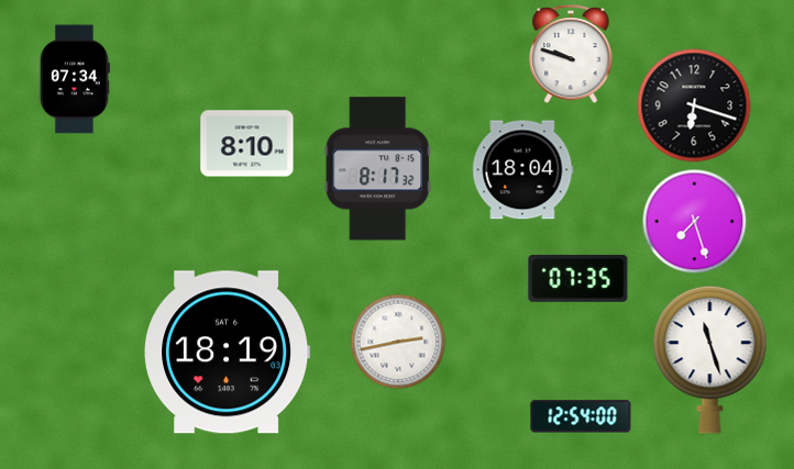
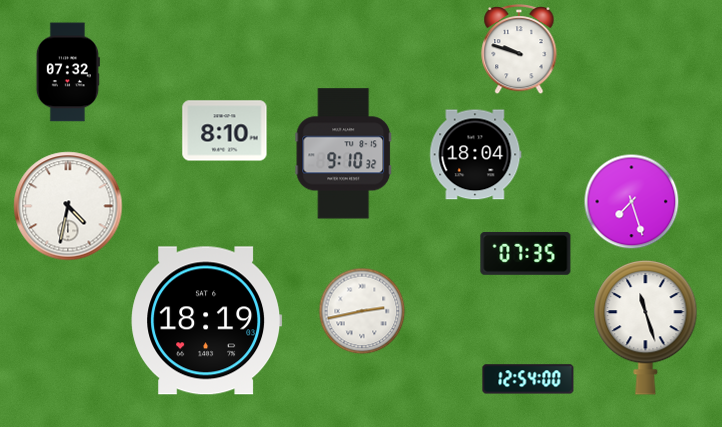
clock at (75, 79): 07:34 -> 07:32
clock at (694, 105): 6:18 -> none
clock at (378, 169): 8:17 -> 9:10
clock at (68, 206): none -> 4:32
